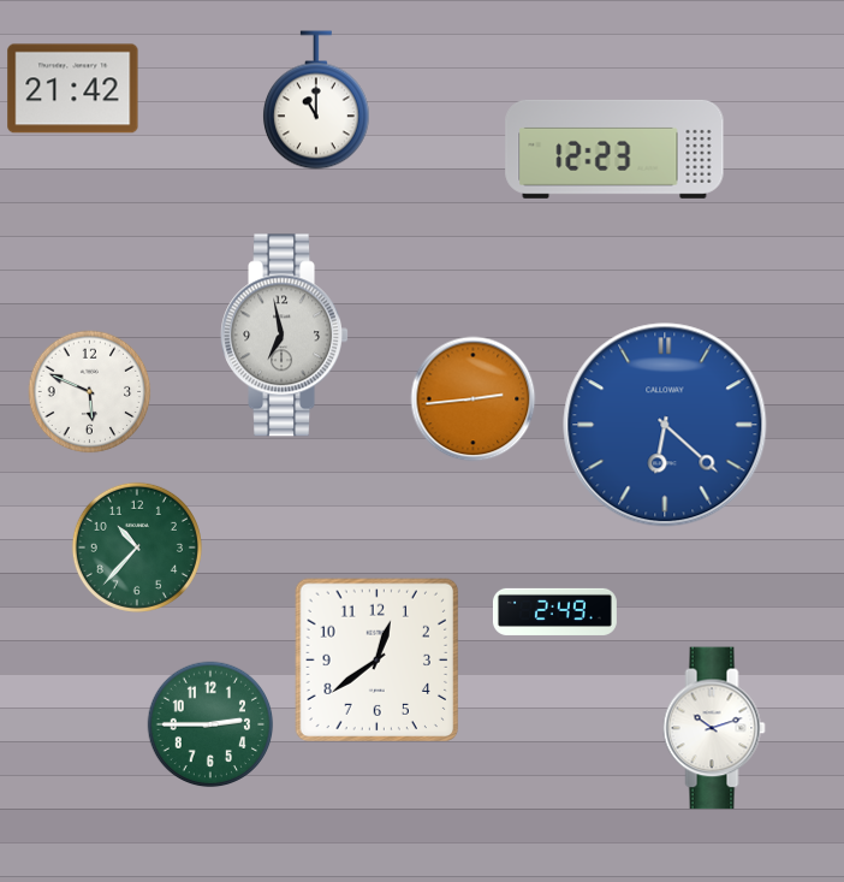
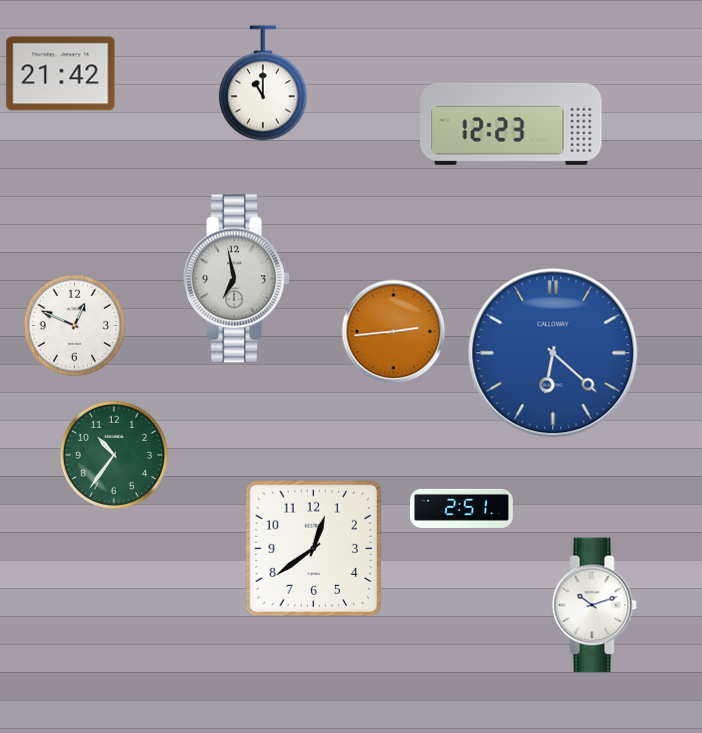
clock at (90, 392): 5:49 -> 12:49
clock at (137, 547): 10:37 -> 10:36
clock at (554, 611): 2:49 -> 2:51
clock at (210, 724): 2:45 -> none
